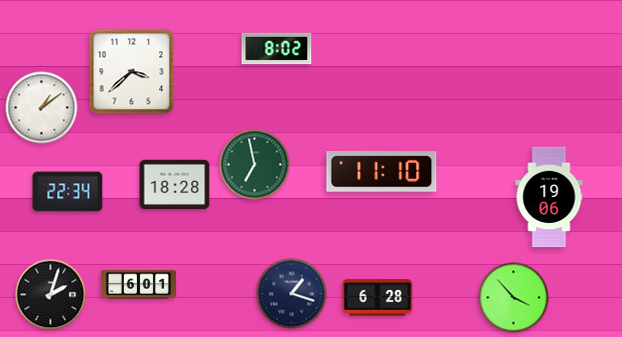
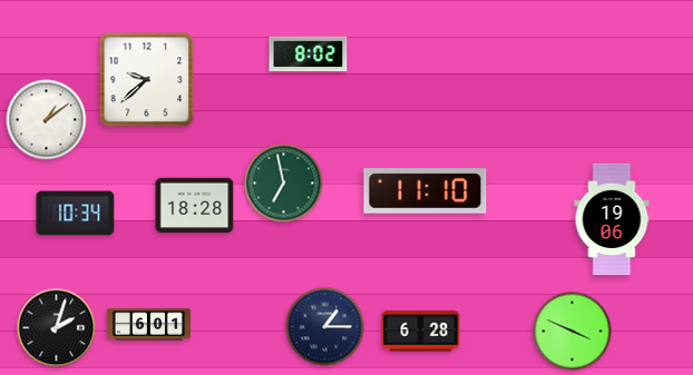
clock at (132, 72): 3:38 -> 9:38
clock at (68, 192): 22:34 -> 10:34
clock at (138, 285) position: (138, 285) -> (148, 325)
clock at (292, 294): 1:18 -> 1:15
clock at (514, 298): 3:53 -> 3:49
